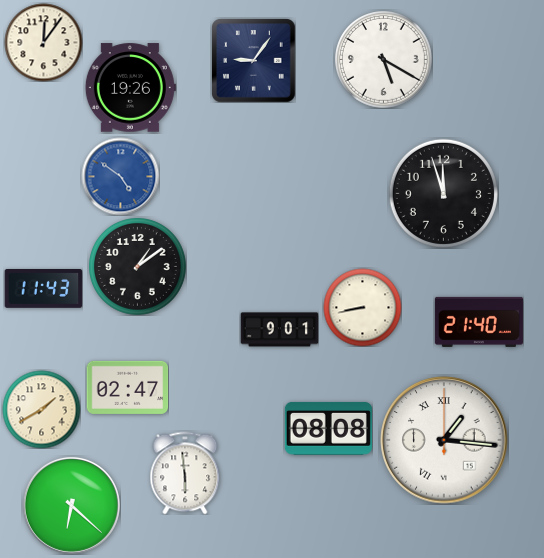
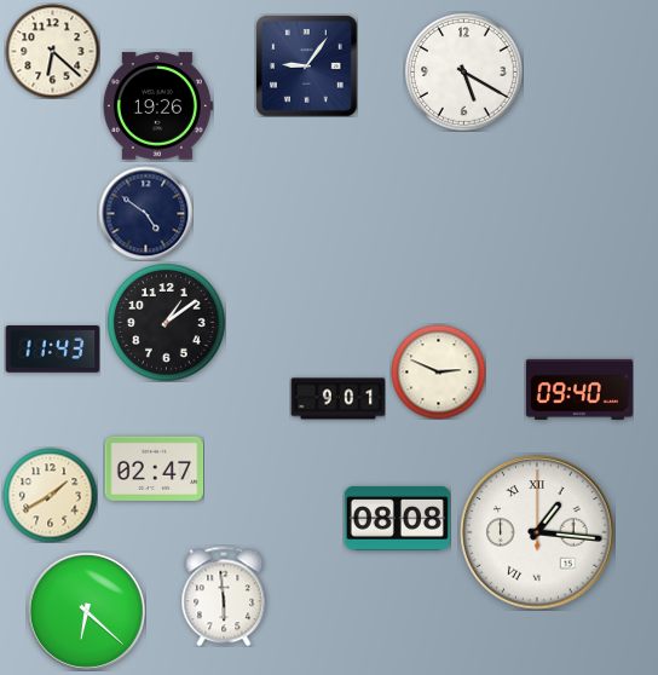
clock at (43, 42): 12:06 -> 6:22
clock at (254, 61) position: (254, 61) -> (307, 67)
clock at (120, 176) dial: blue -> navy
clock at (443, 193): 11:57 -> none
clock at (362, 307): 8:43 -> 2:49
clock at (479, 322): 21:40 -> 09:40
clock at (185, 473) position: (185, 473) -> (224, 596)
